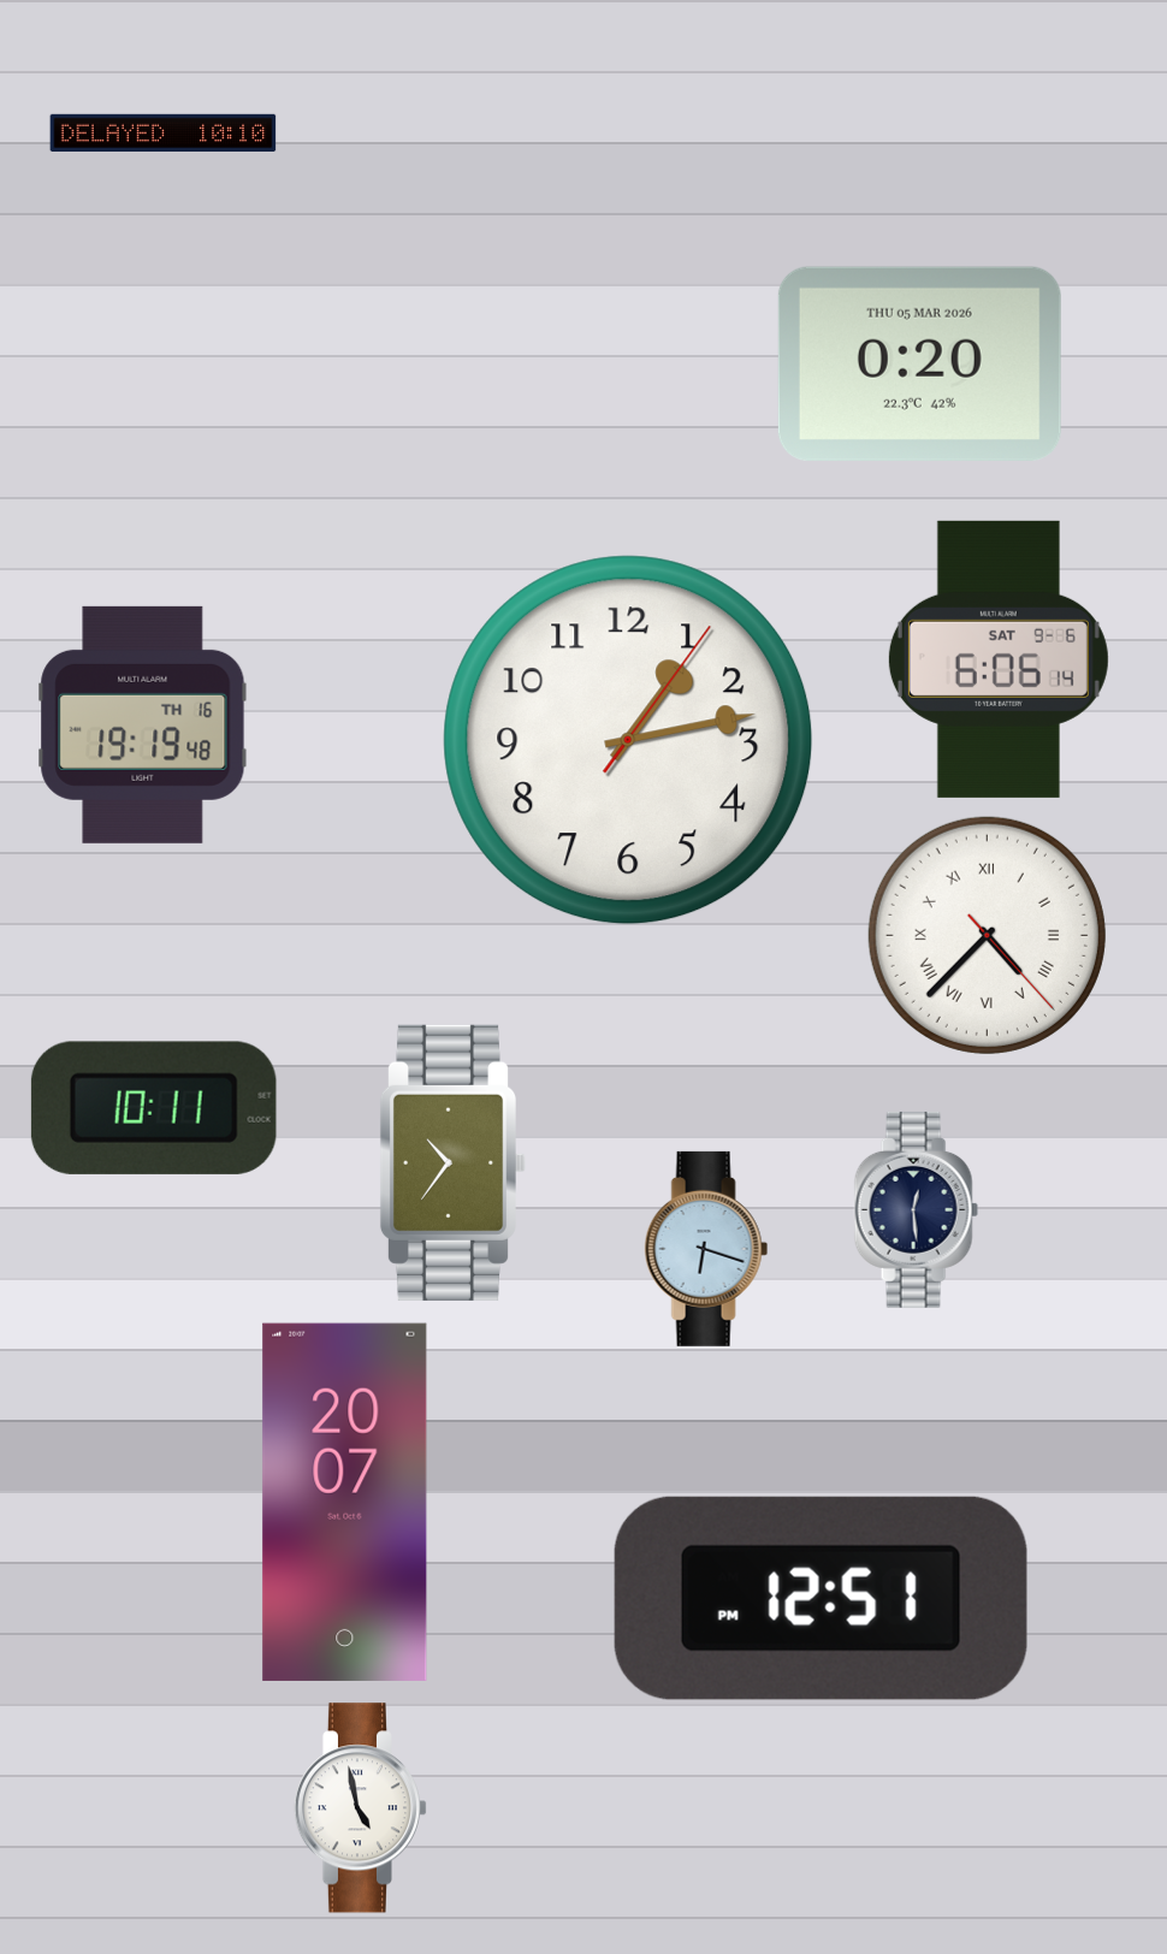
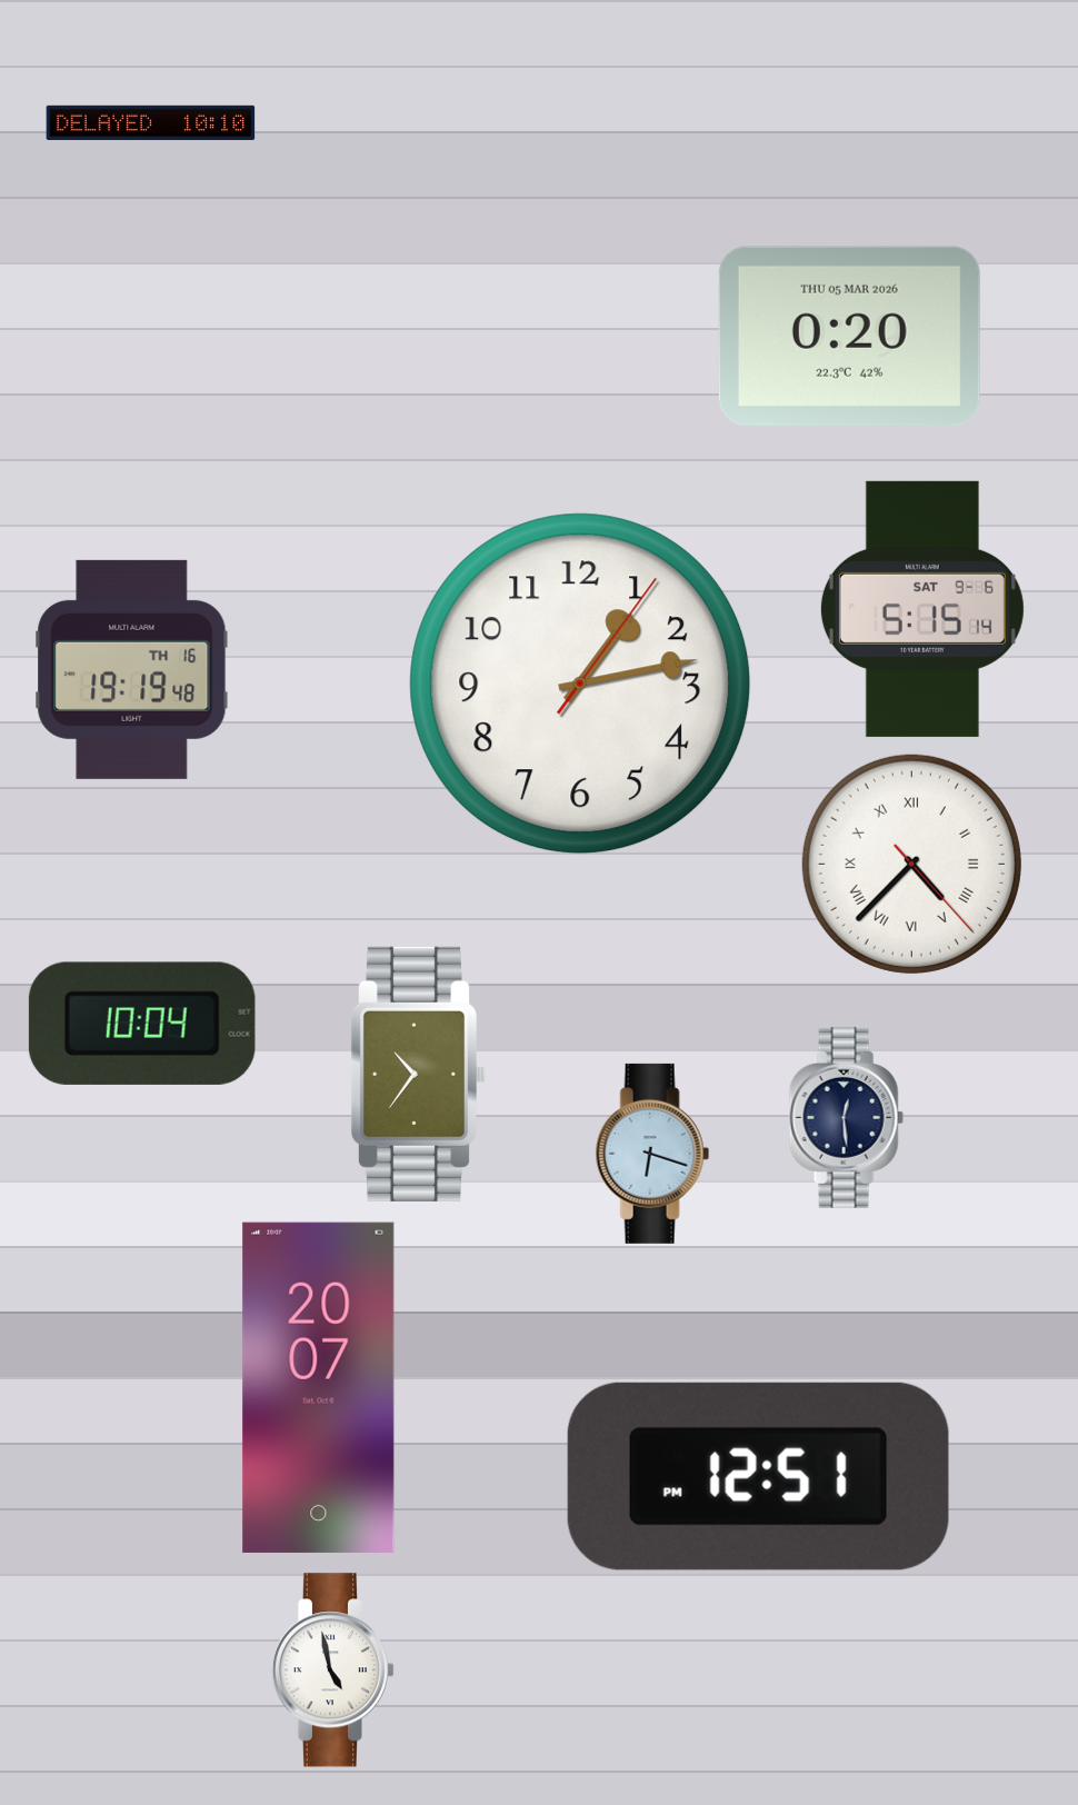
clock at (999, 659): 6:06 -> 5:15
clock at (154, 1108): 10:11 -> 10:04
